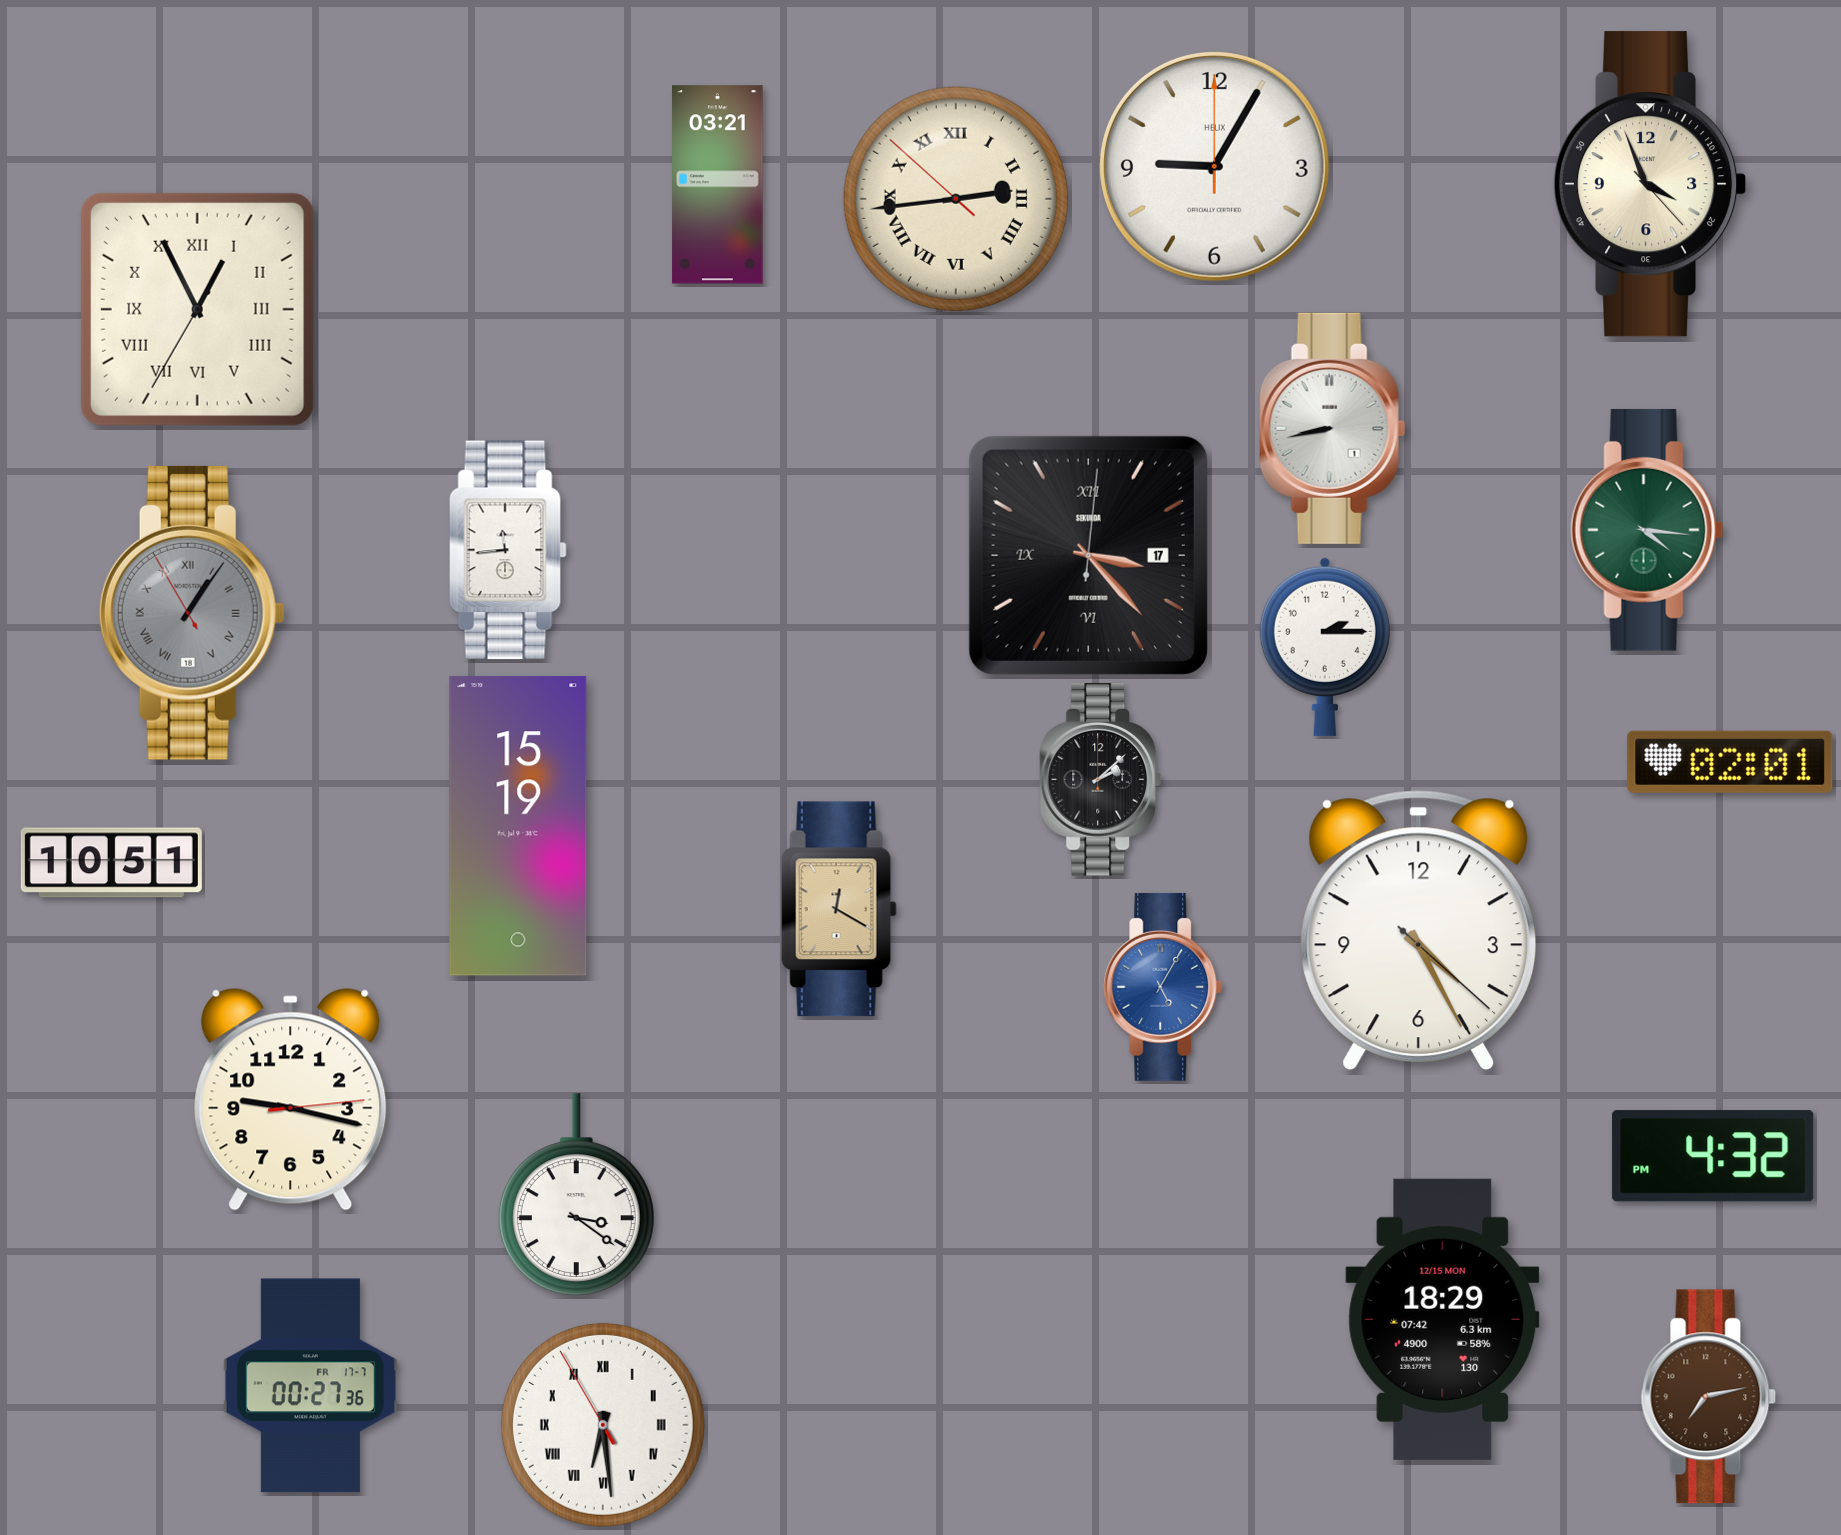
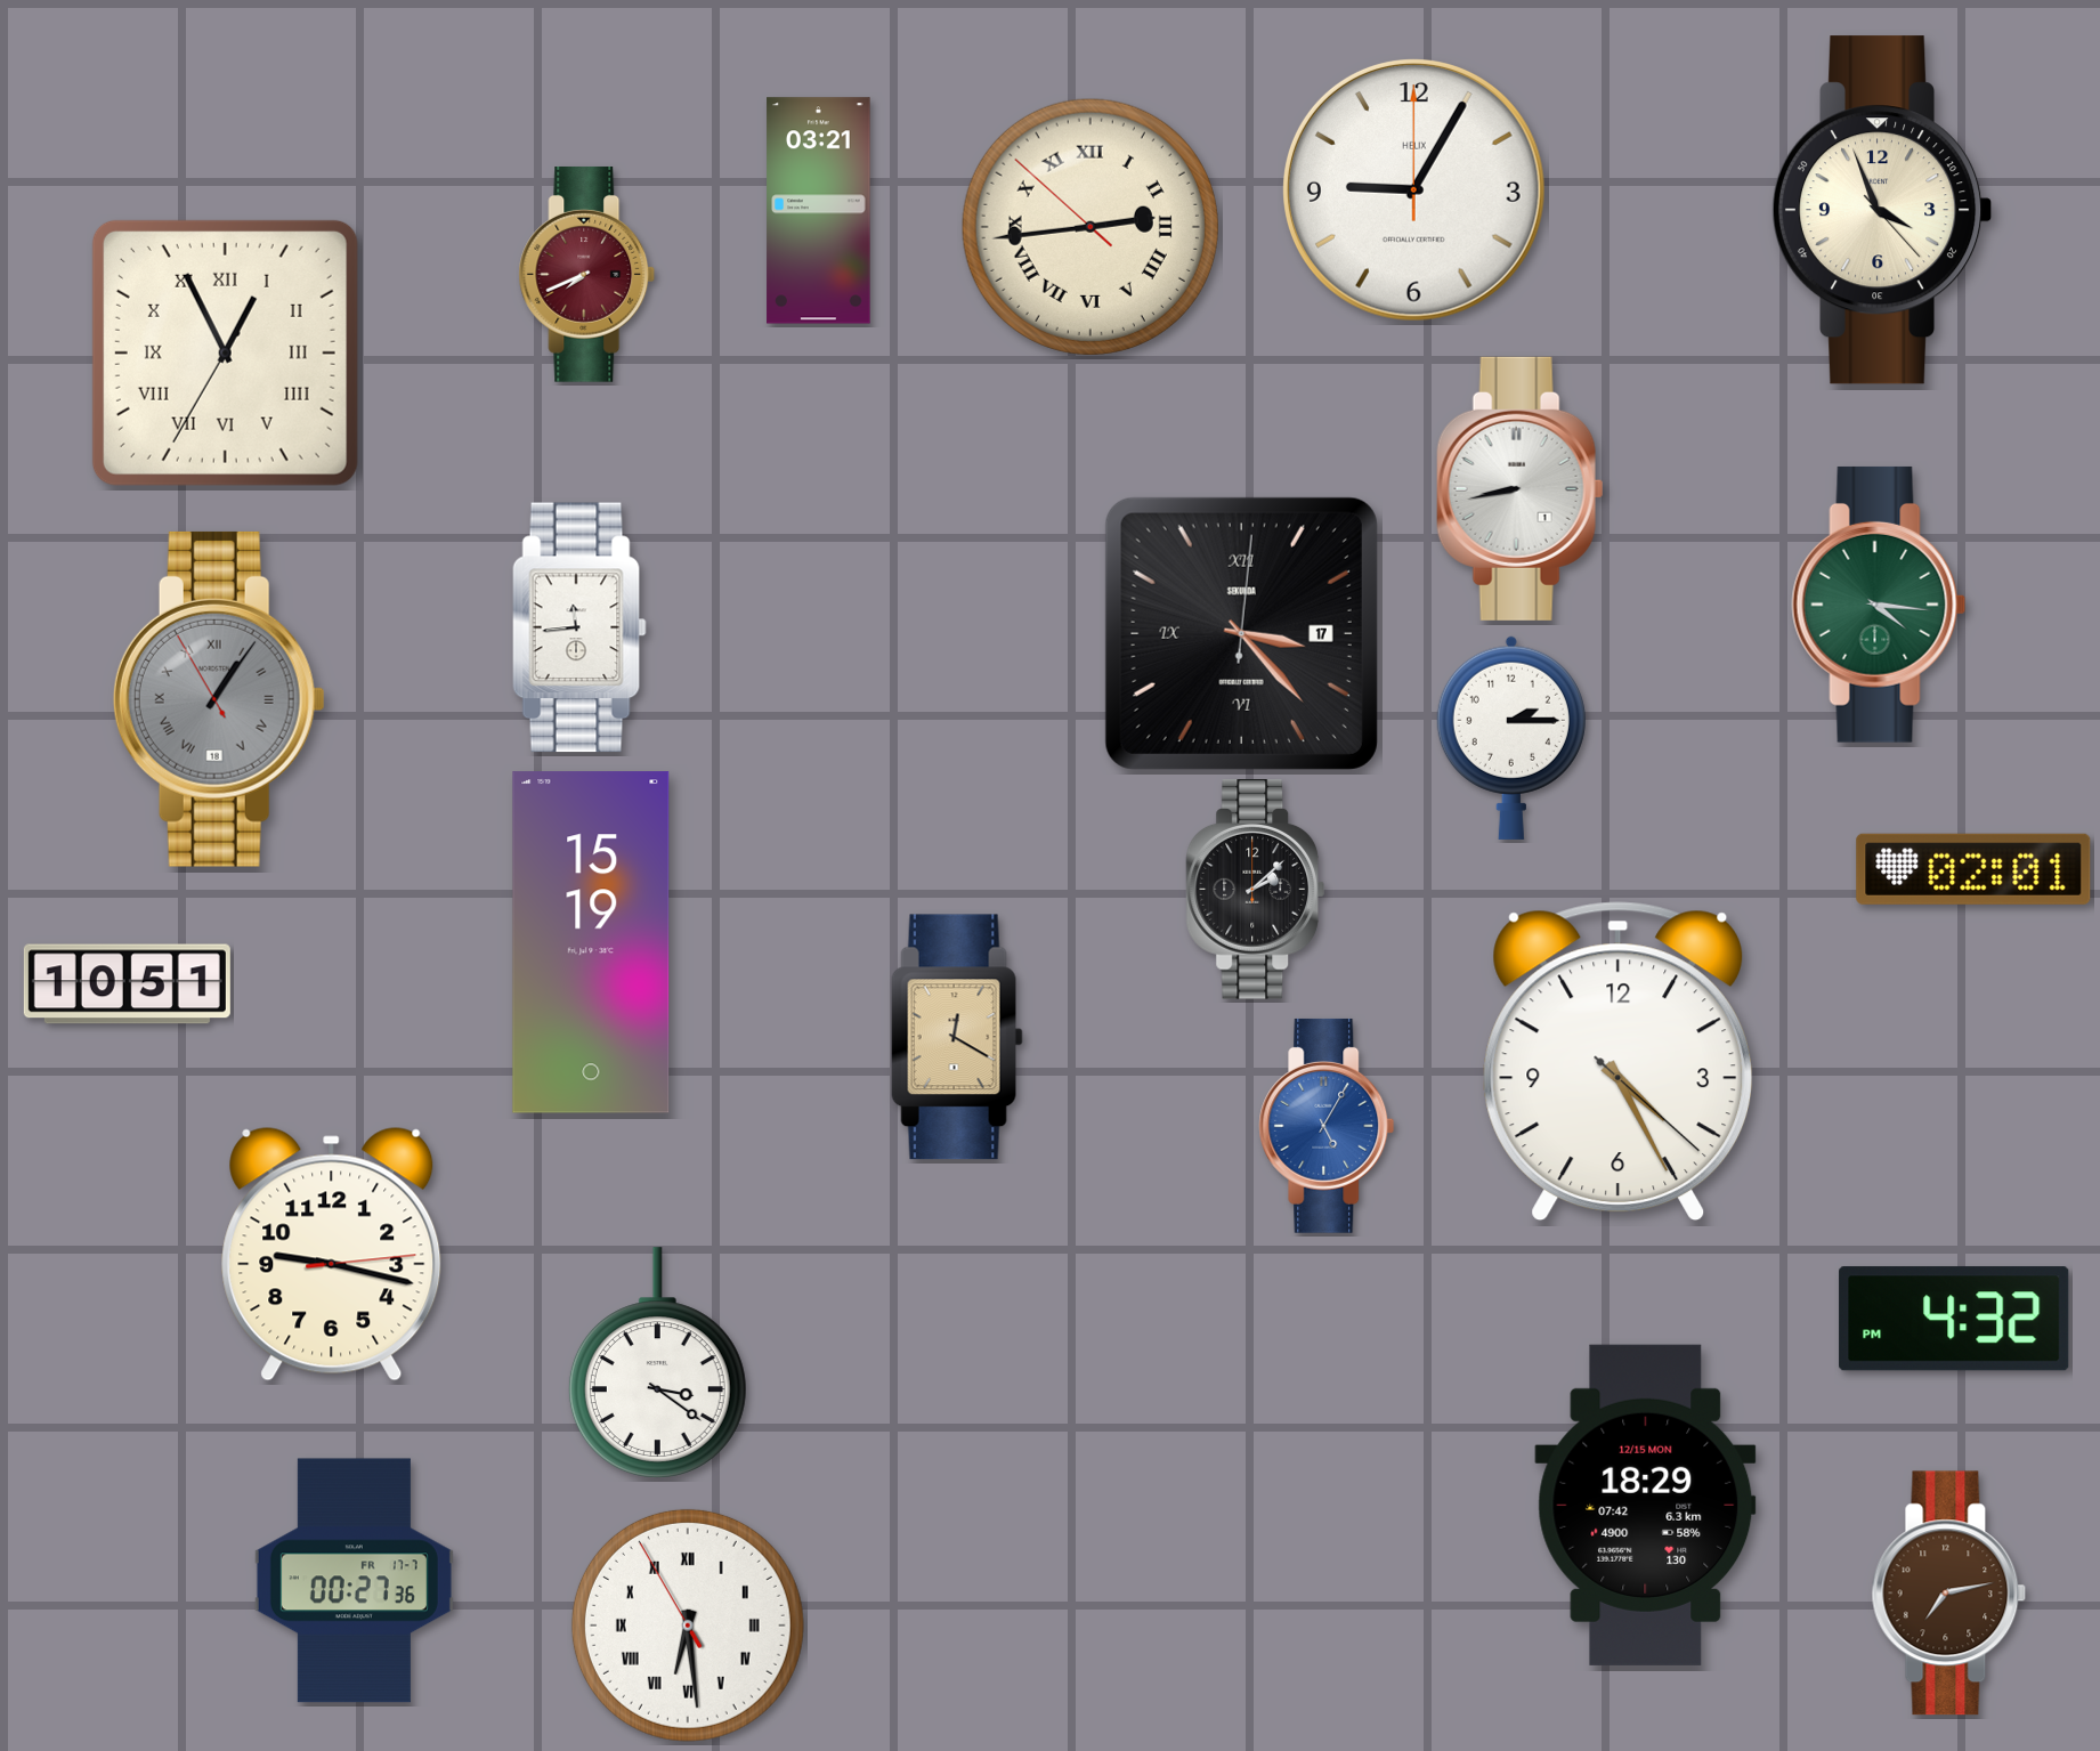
clock at (1214, 166) position: (1214, 166) -> (1413, 189)
clock at (587, 274): none -> 7:41
